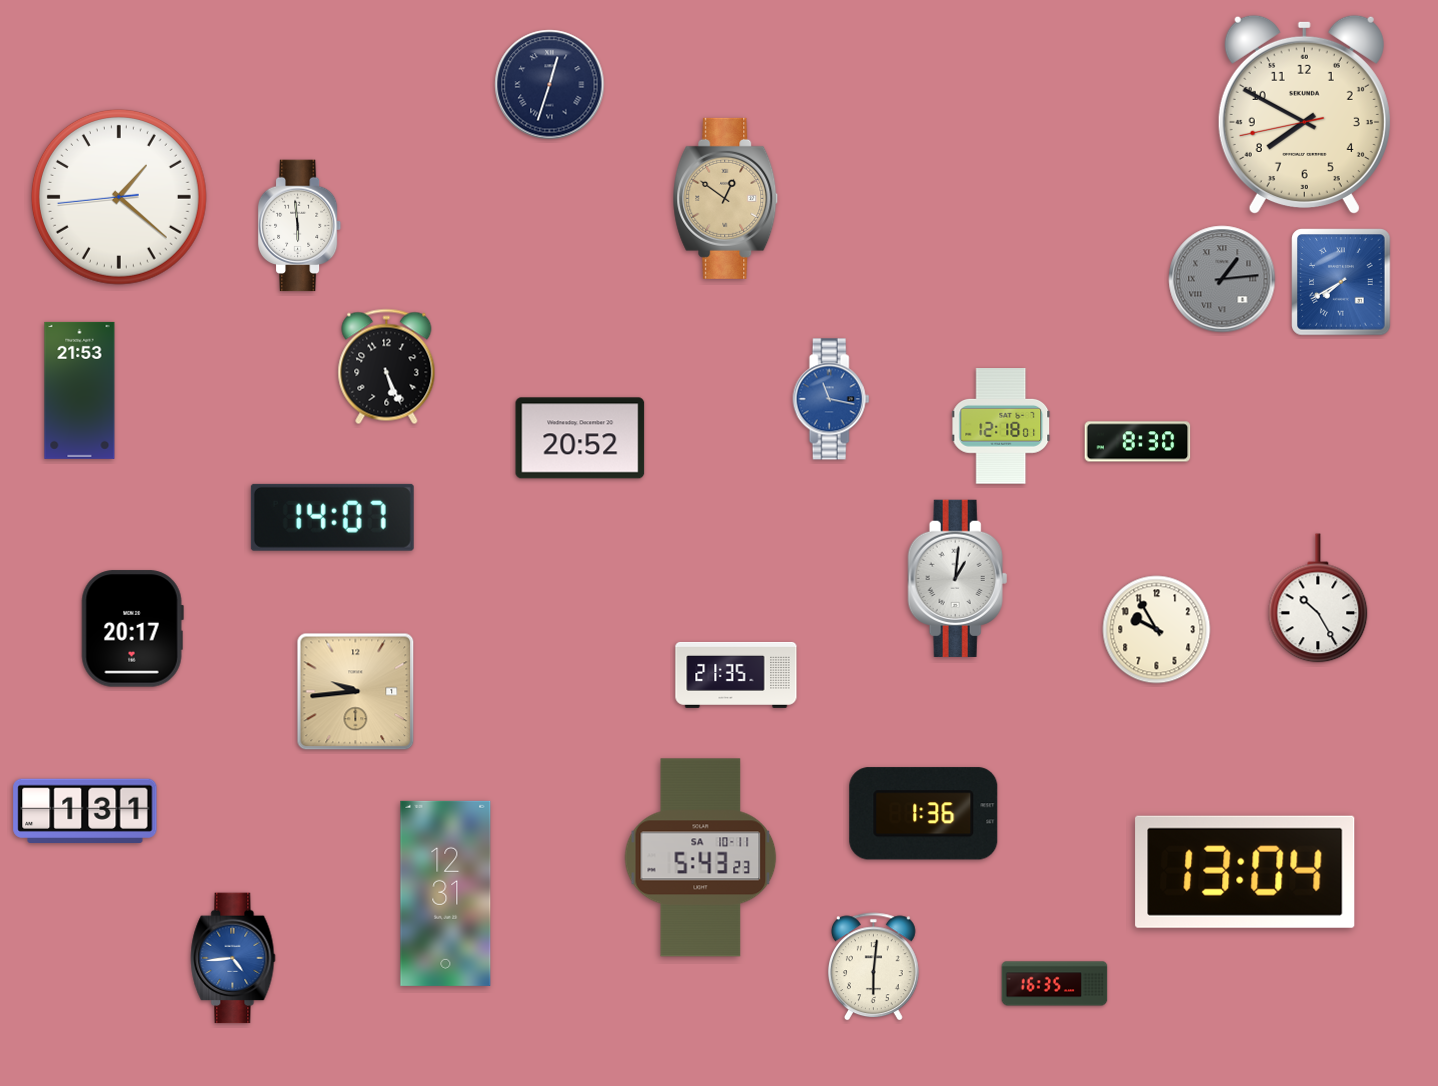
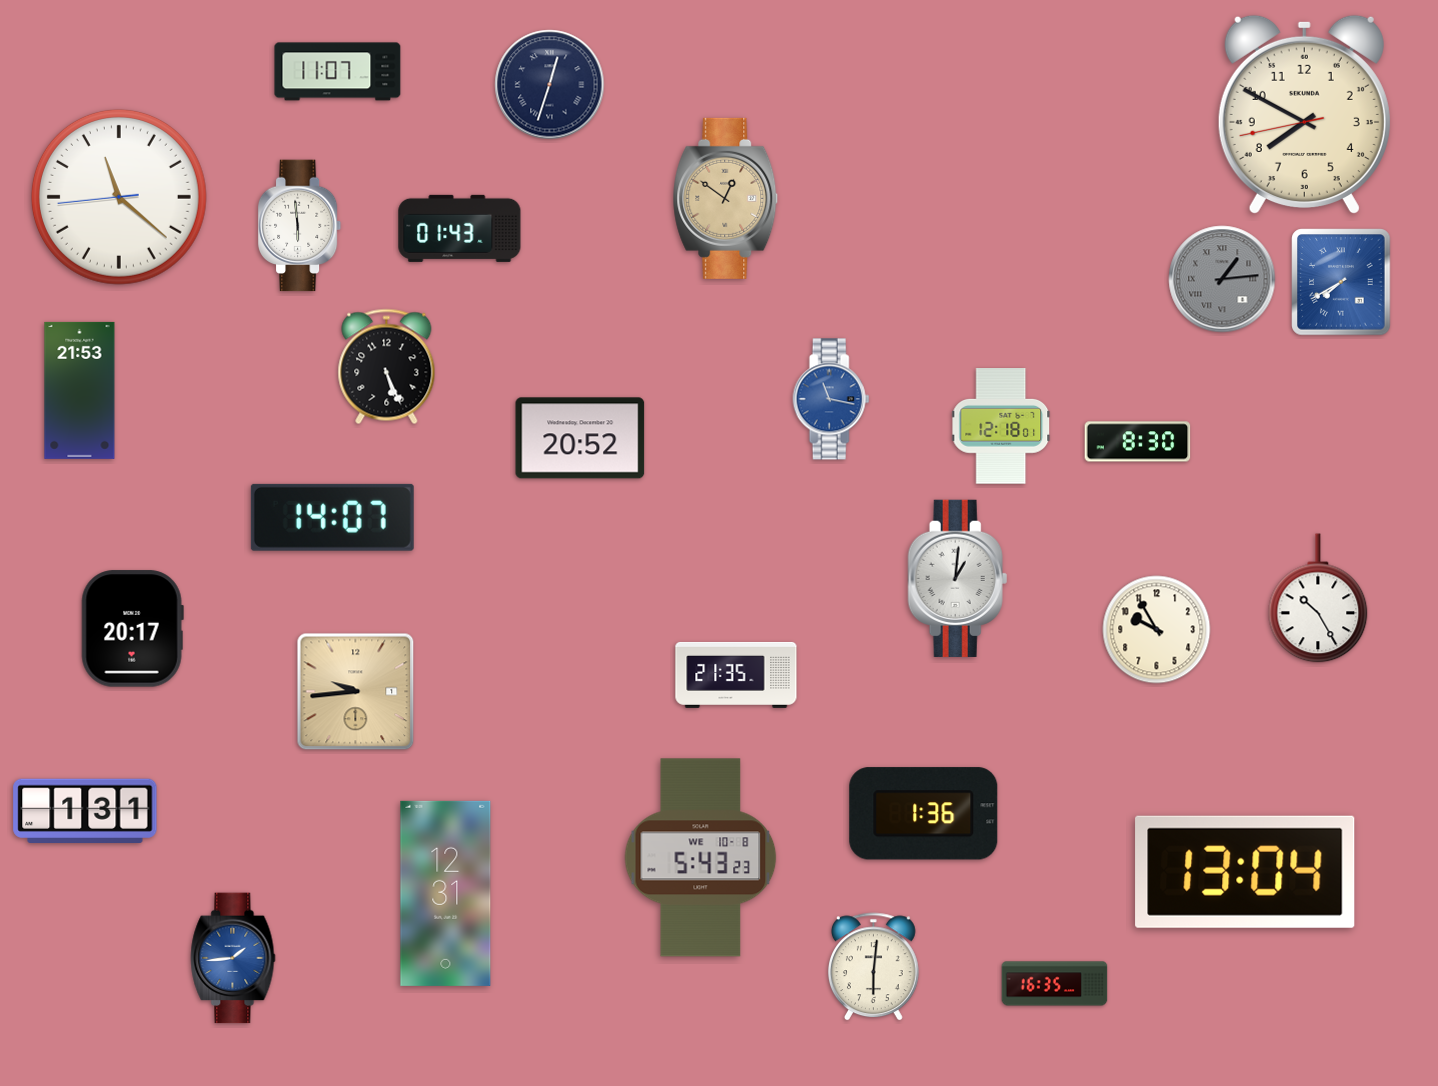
clock at (338, 72): none -> 11:07
clock at (119, 197): 1:21 -> 11:21
clock at (460, 228): none -> 01:43
clock at (701, 858) date: SA 10-11 -> WE 10-8
clock at (233, 958): 4:44 -> 1:44
